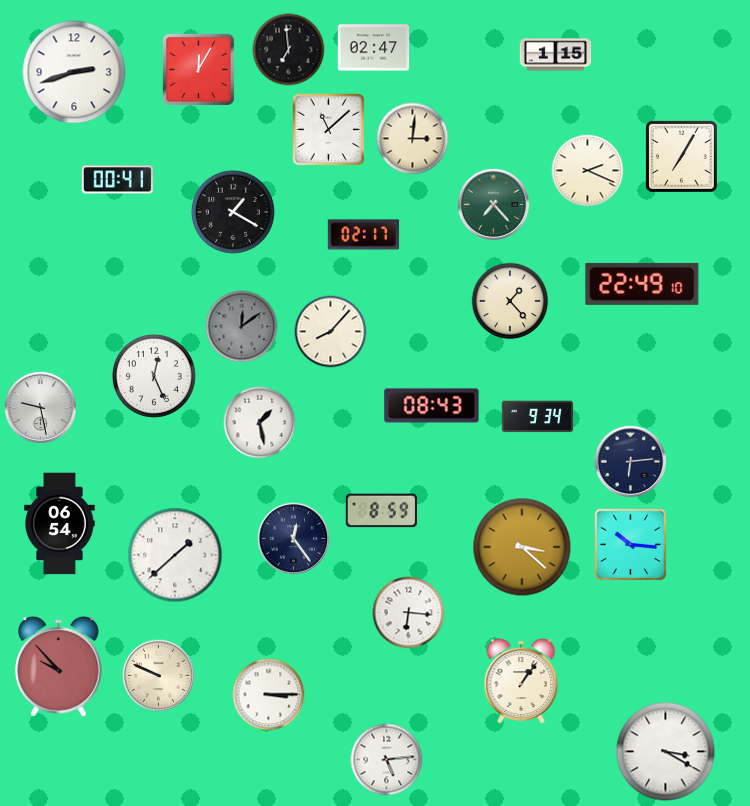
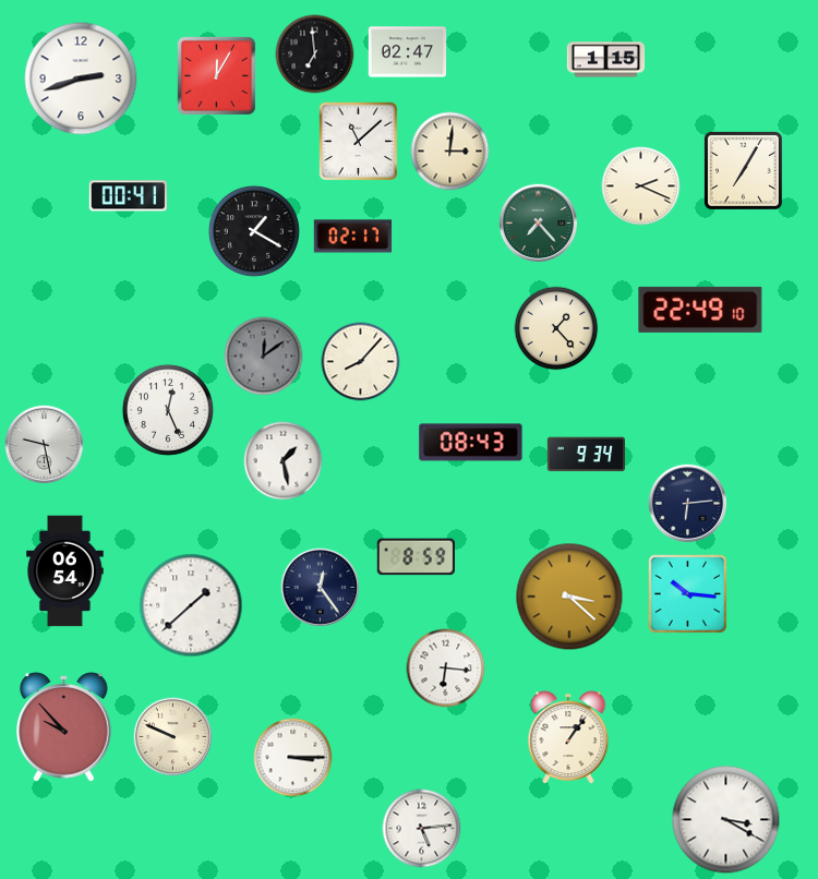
clock at (364, 235) position: (364, 235) -> (353, 237)
clock at (521, 681) position: (521, 681) -> (568, 737)
